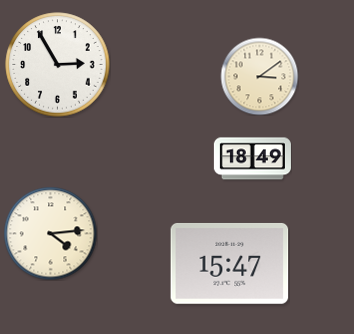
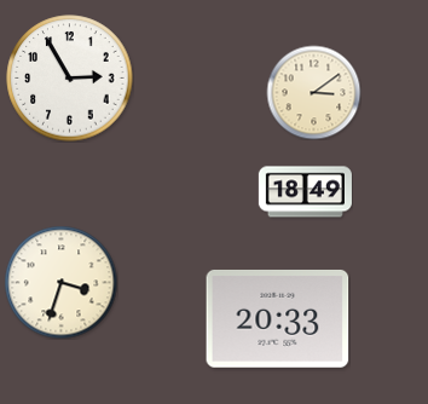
clock at (50, 233): 4:14 -> 3:33
clock at (230, 263): 15:47 -> 20:33
